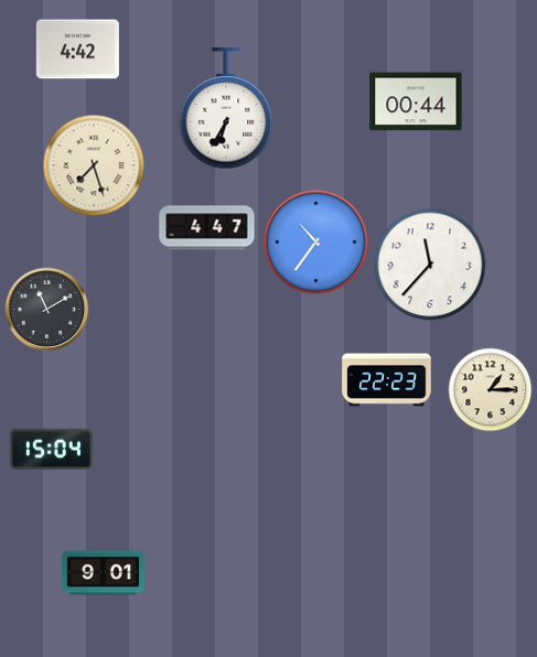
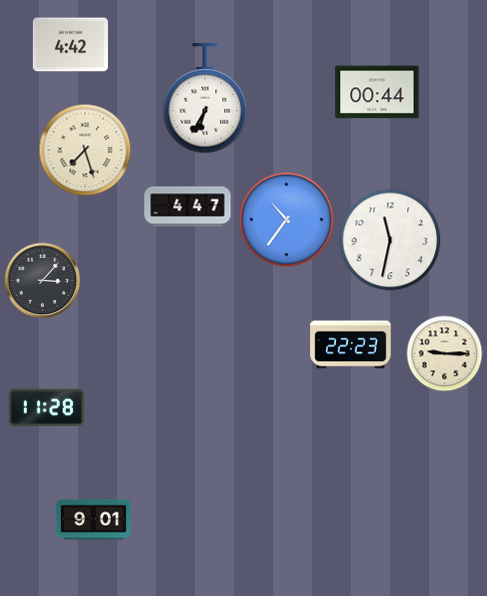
clock at (430, 265): 11:37 -> 11:32
clock at (47, 310): 11:10 -> 3:07
clock at (491, 390): 1:15 -> 9:15
clock at (51, 449): 15:04 -> 11:28
